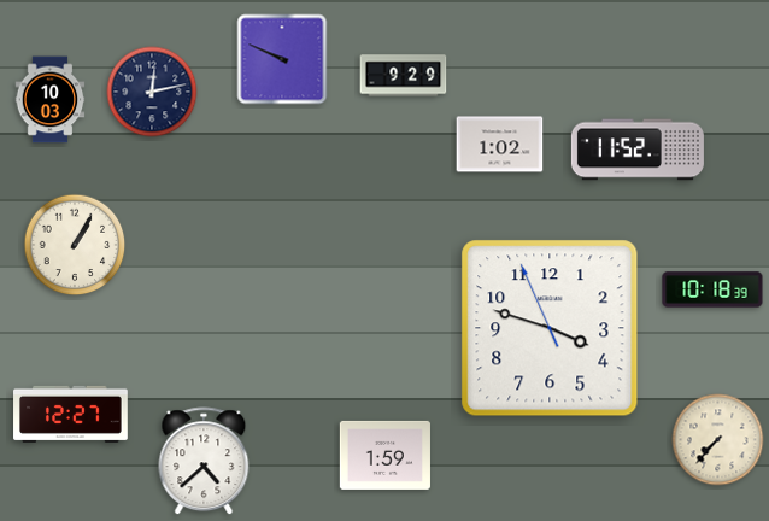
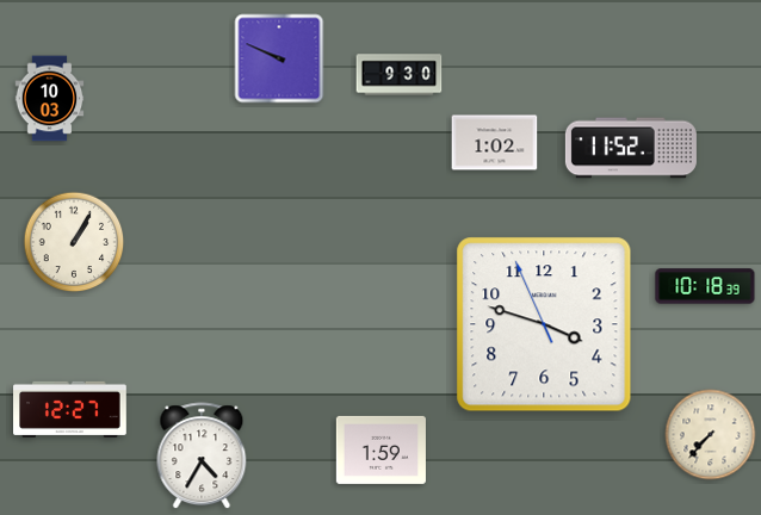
clock at (404, 76): 9:29 -> 9:30
clock at (152, 92): 12:13 -> none
clock at (204, 462): 4:38 -> 4:35
